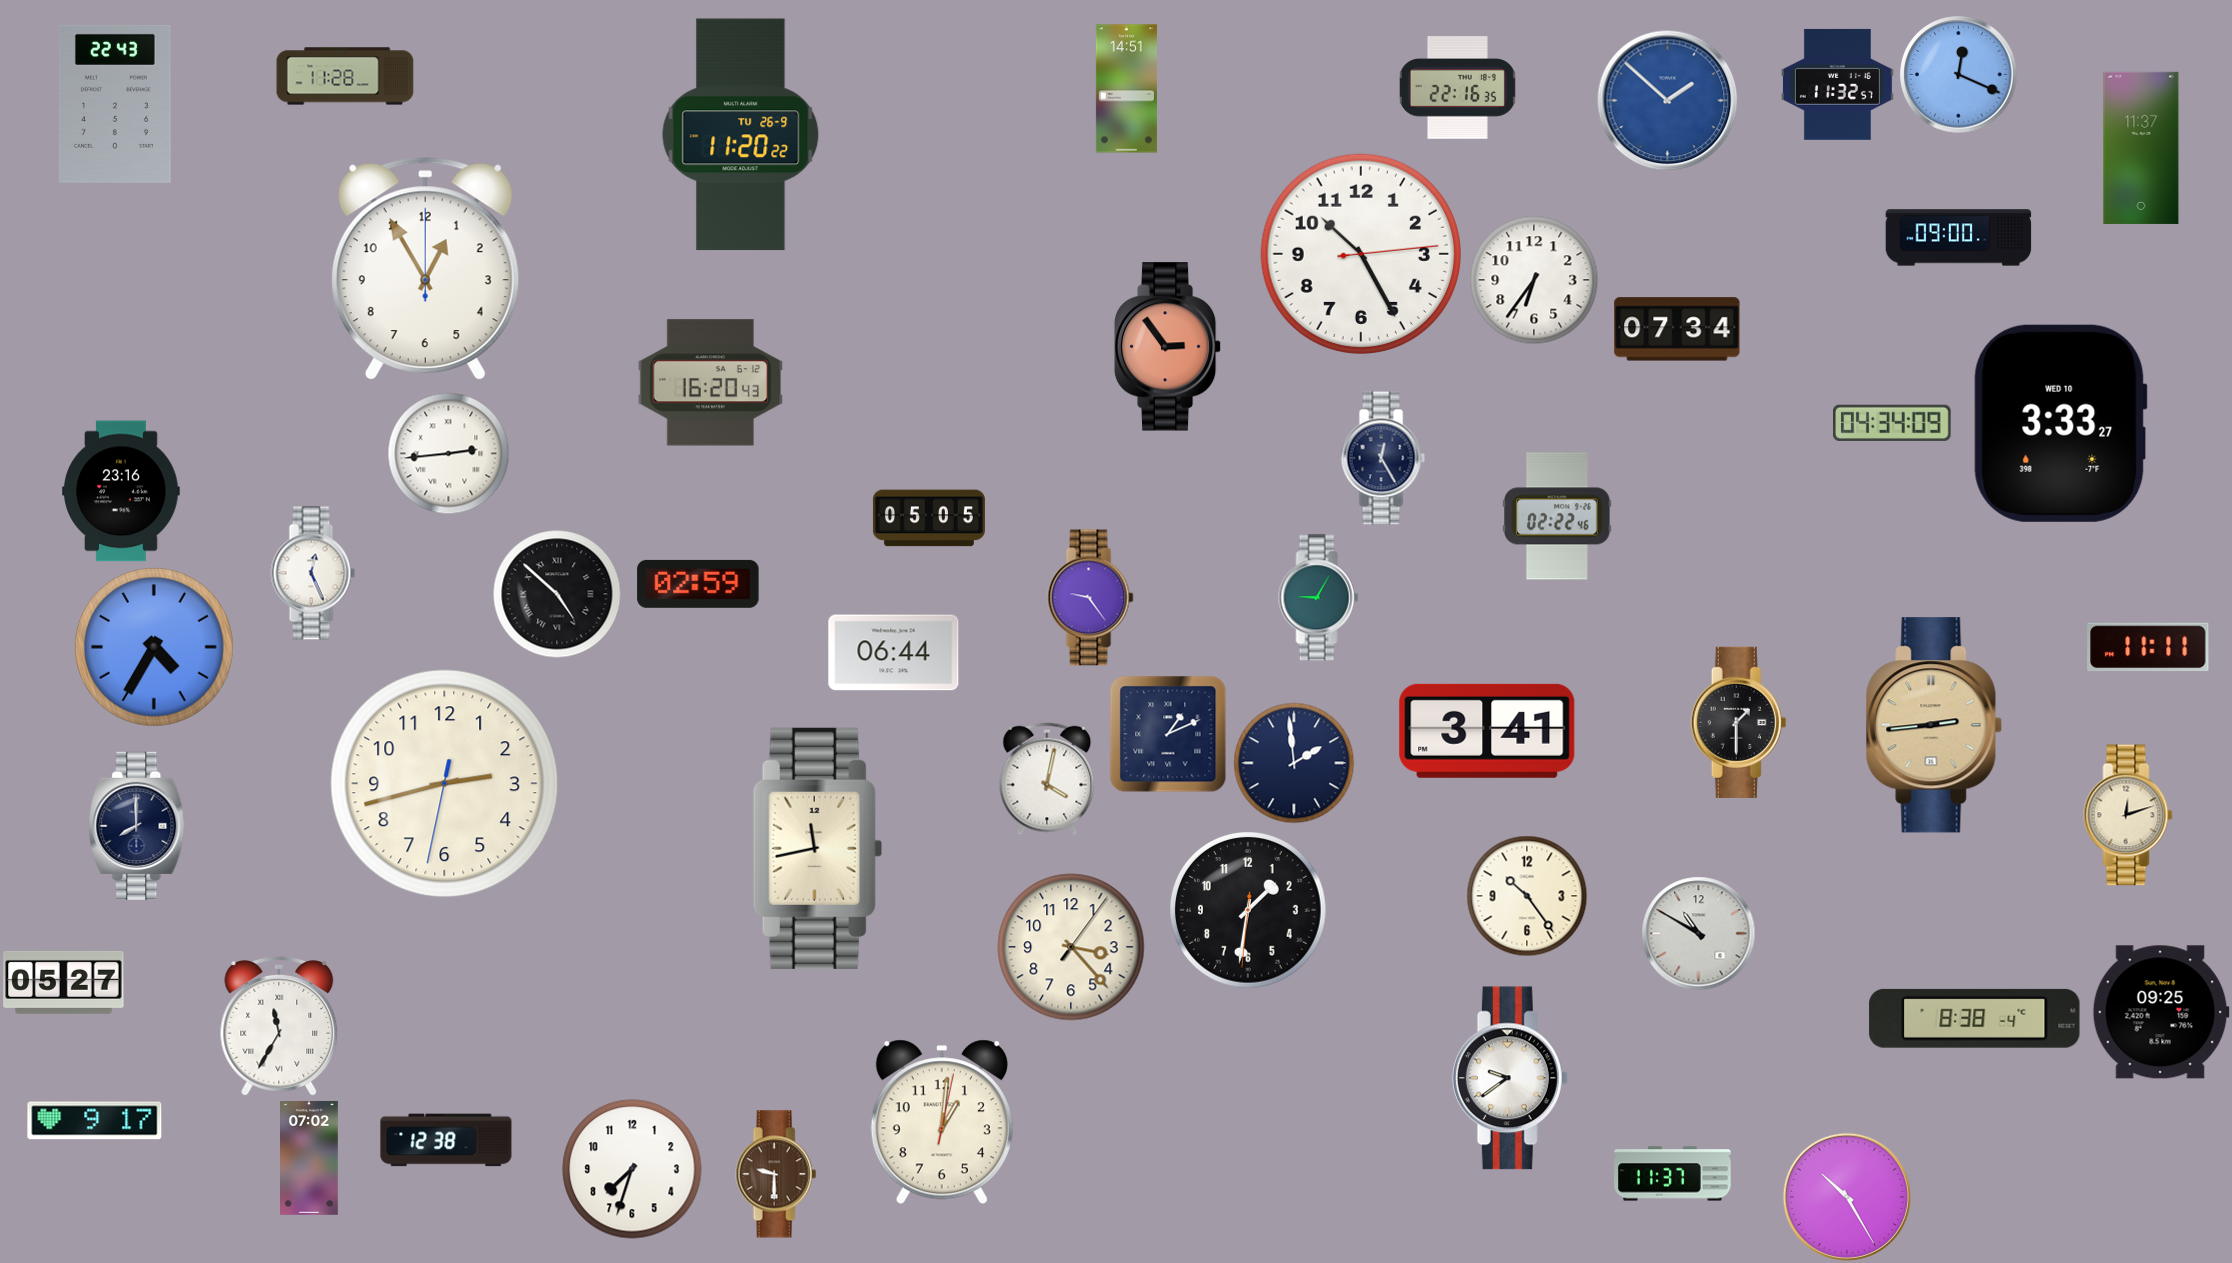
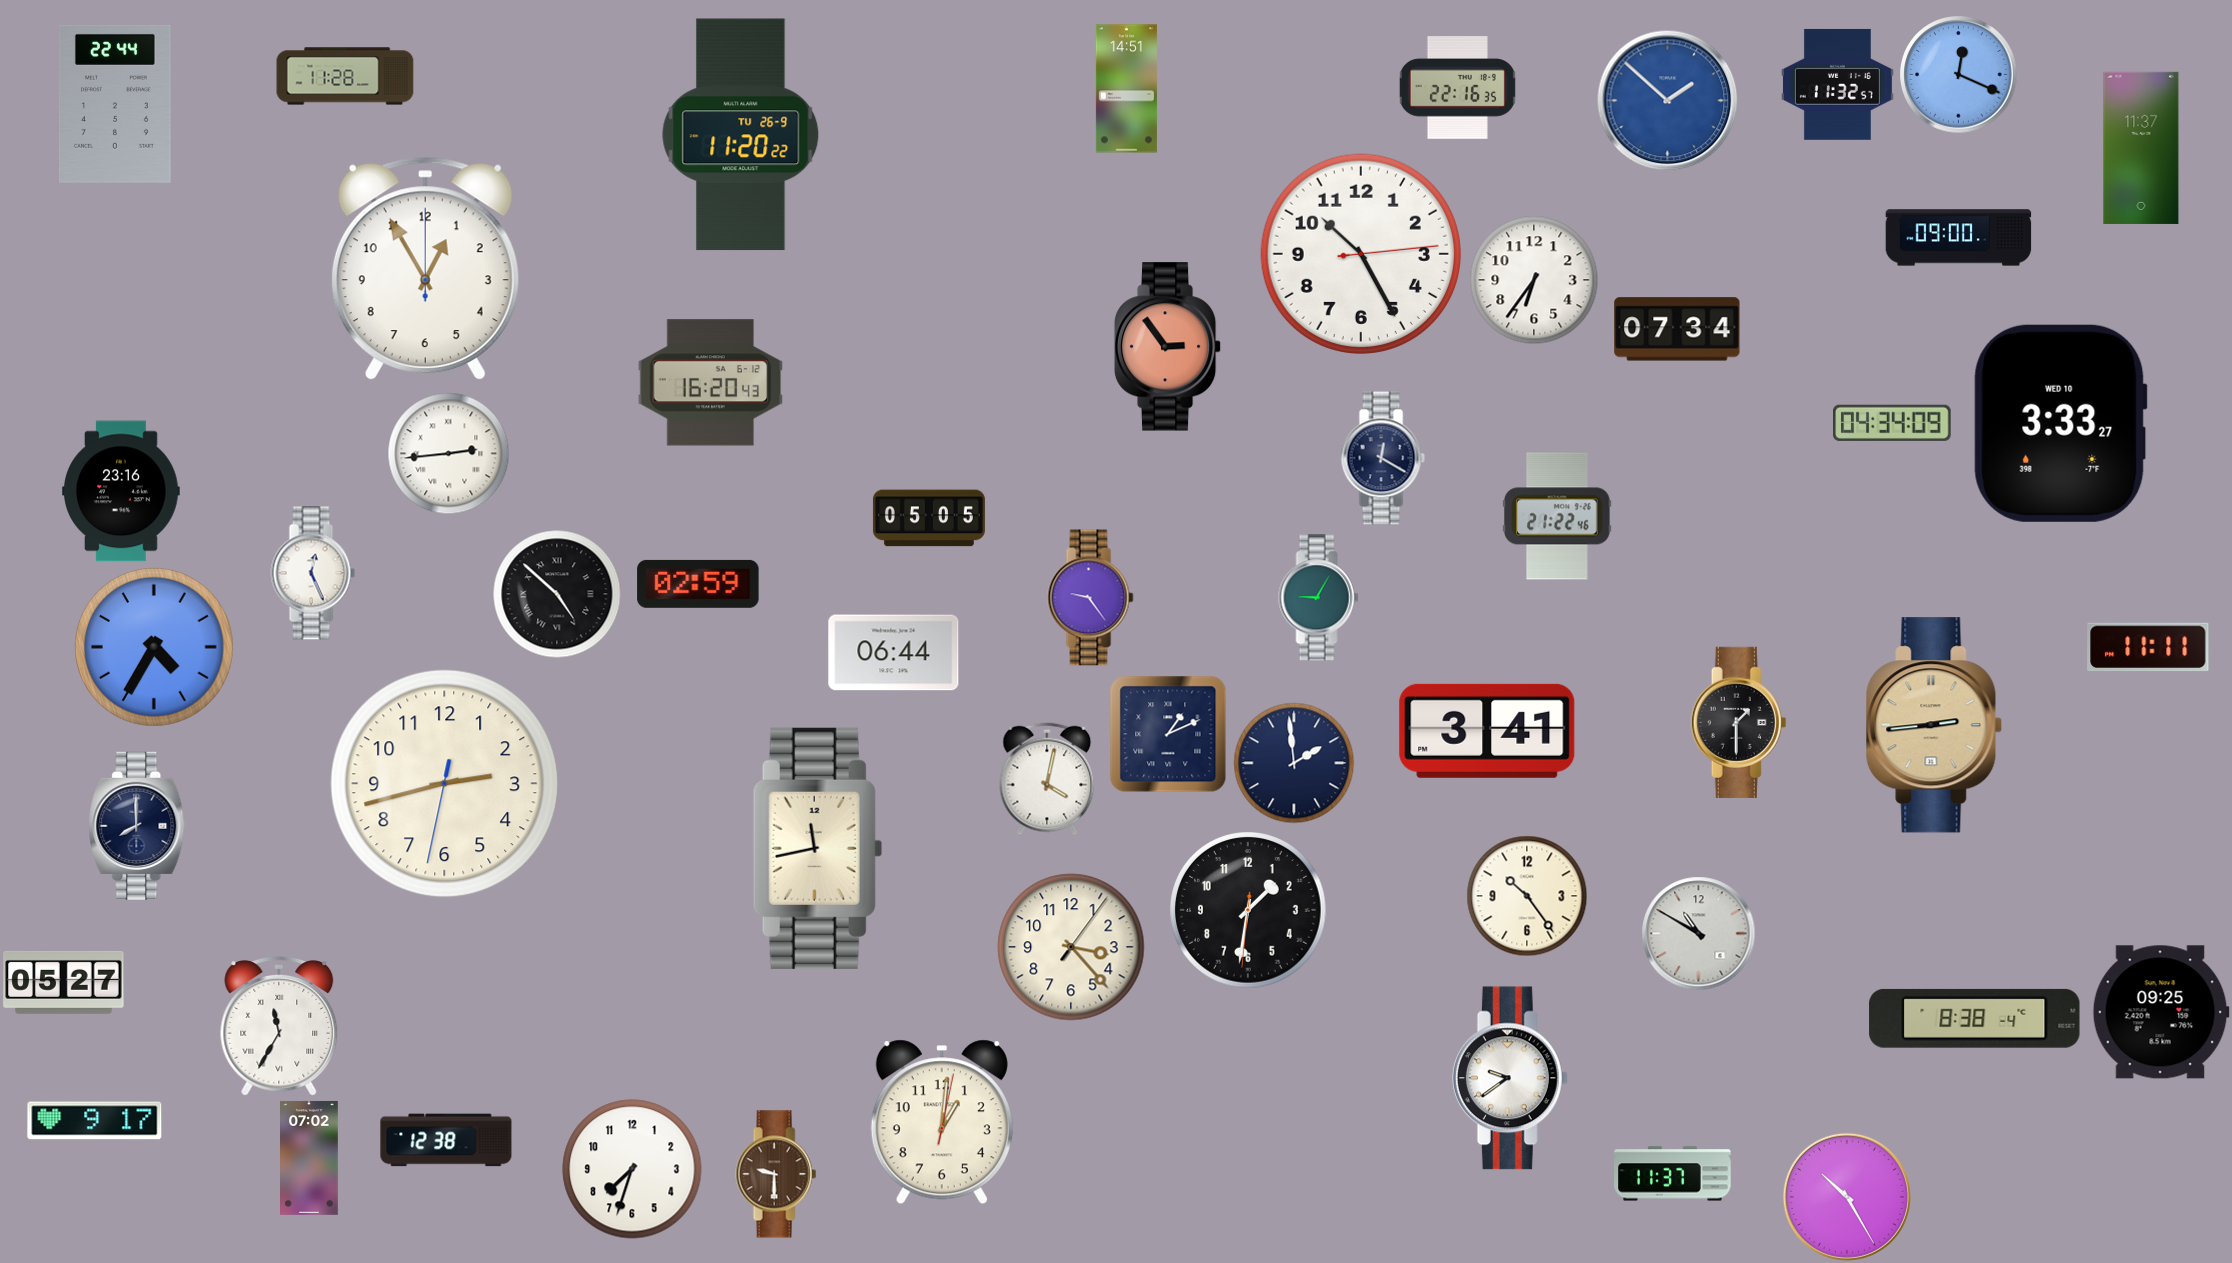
clock at (115, 104): 22:43 -> 22:44
clock at (1383, 458): 12:25 -> 12:20
clock at (1557, 516): 02:22 -> 21:22
clock at (2128, 815): 12:12 -> none
